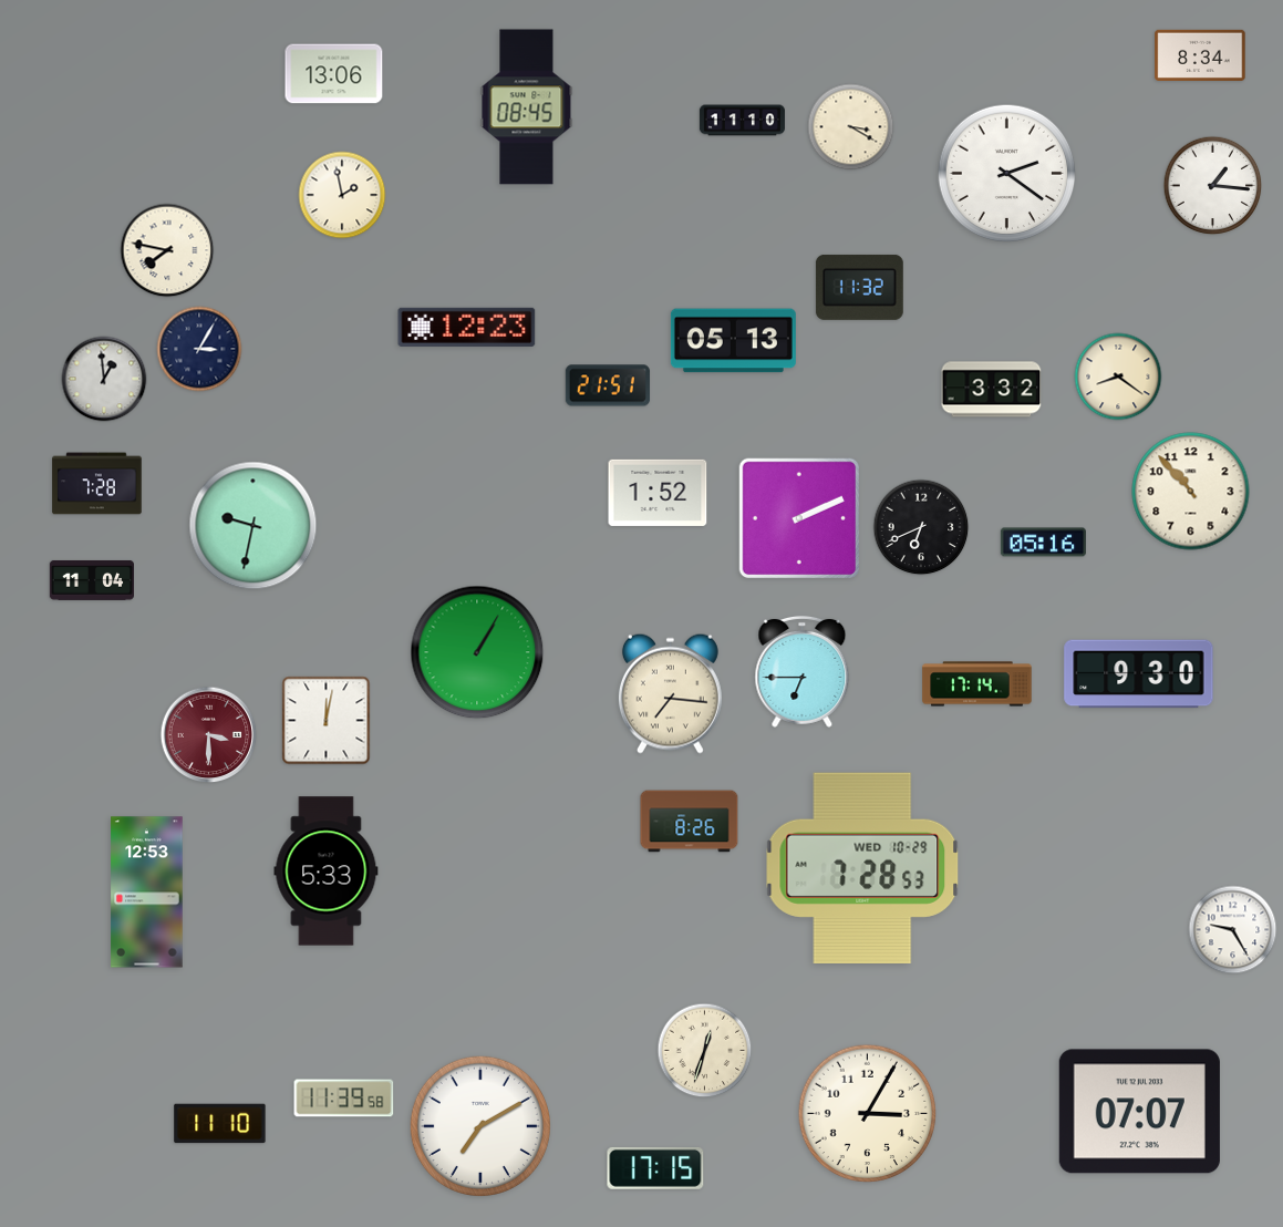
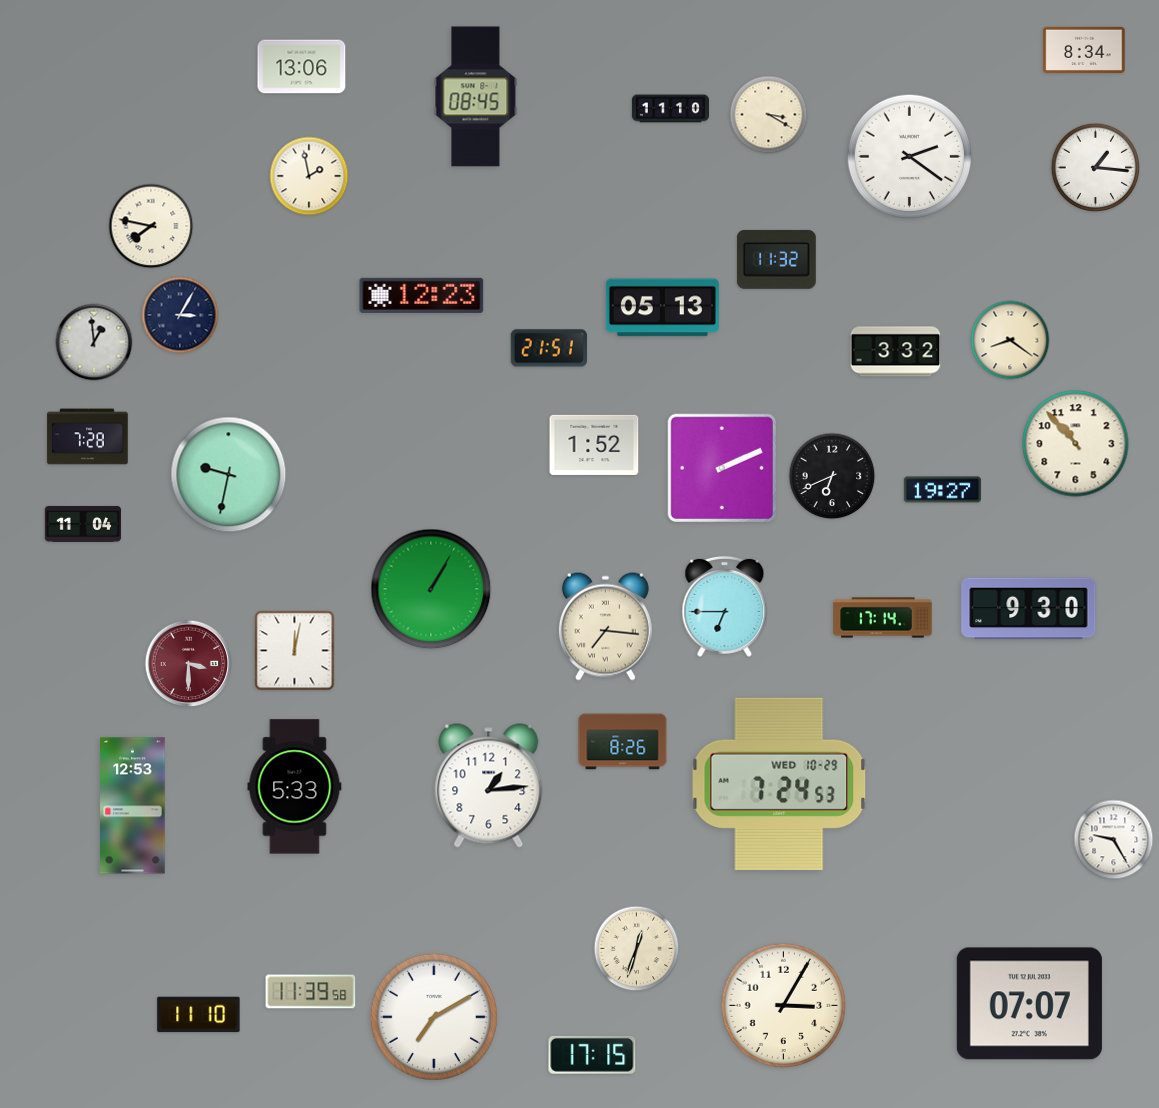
clock at (1043, 543): 05:16 -> 19:27
clock at (862, 868): 7:28 -> 7:24
clock at (489, 786): none -> 1:14
